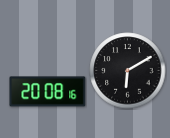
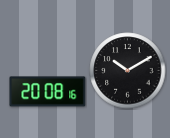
clock at (128, 71): 6:10 -> 10:10
